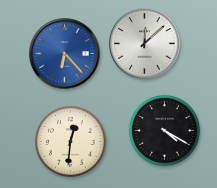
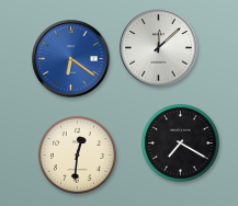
clock at (65, 54): 6:23 -> 6:21
clock at (164, 130): 4:20 -> 7:20
